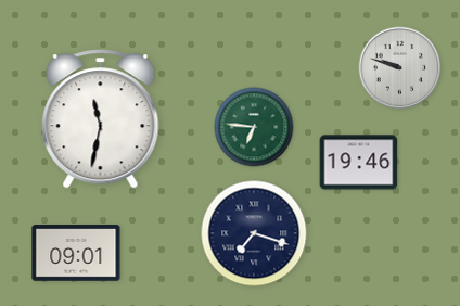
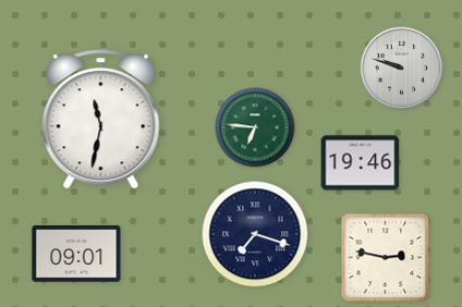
clock at (386, 258): none -> 2:47
